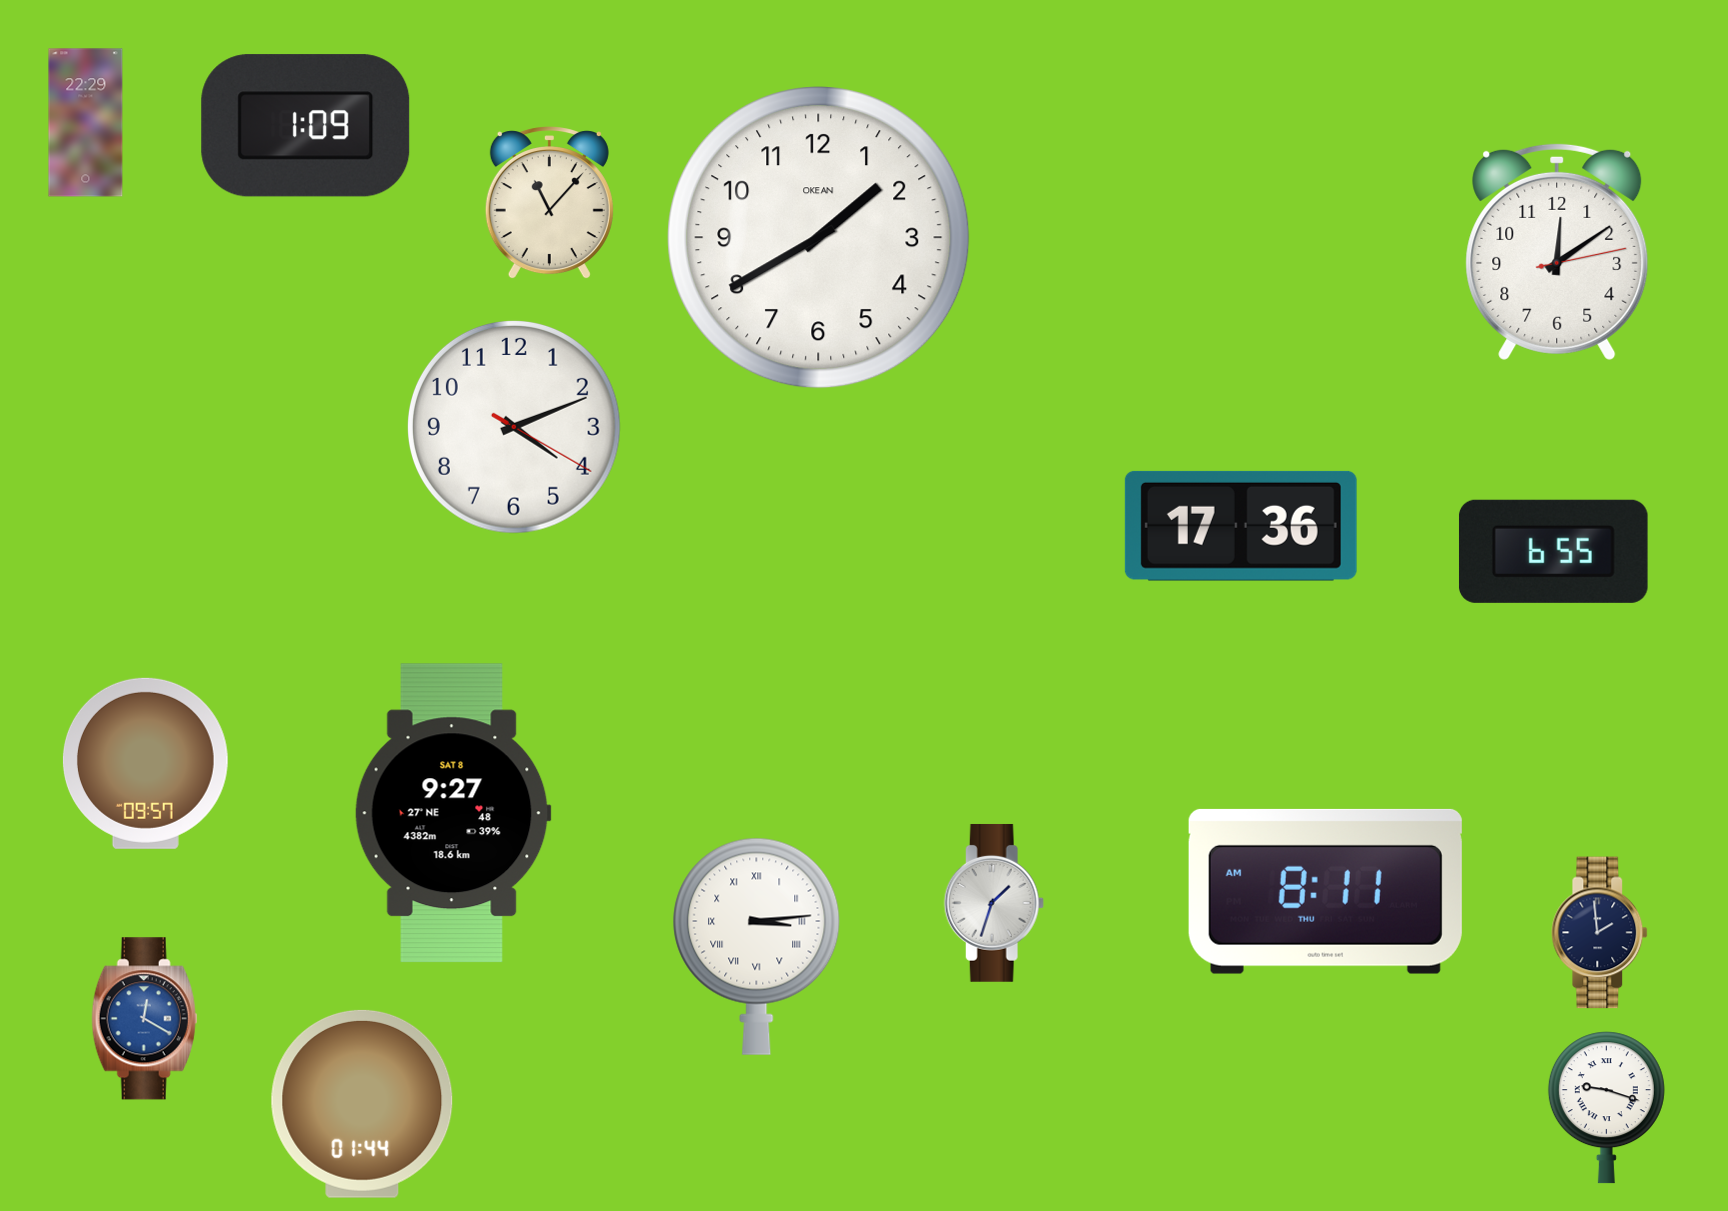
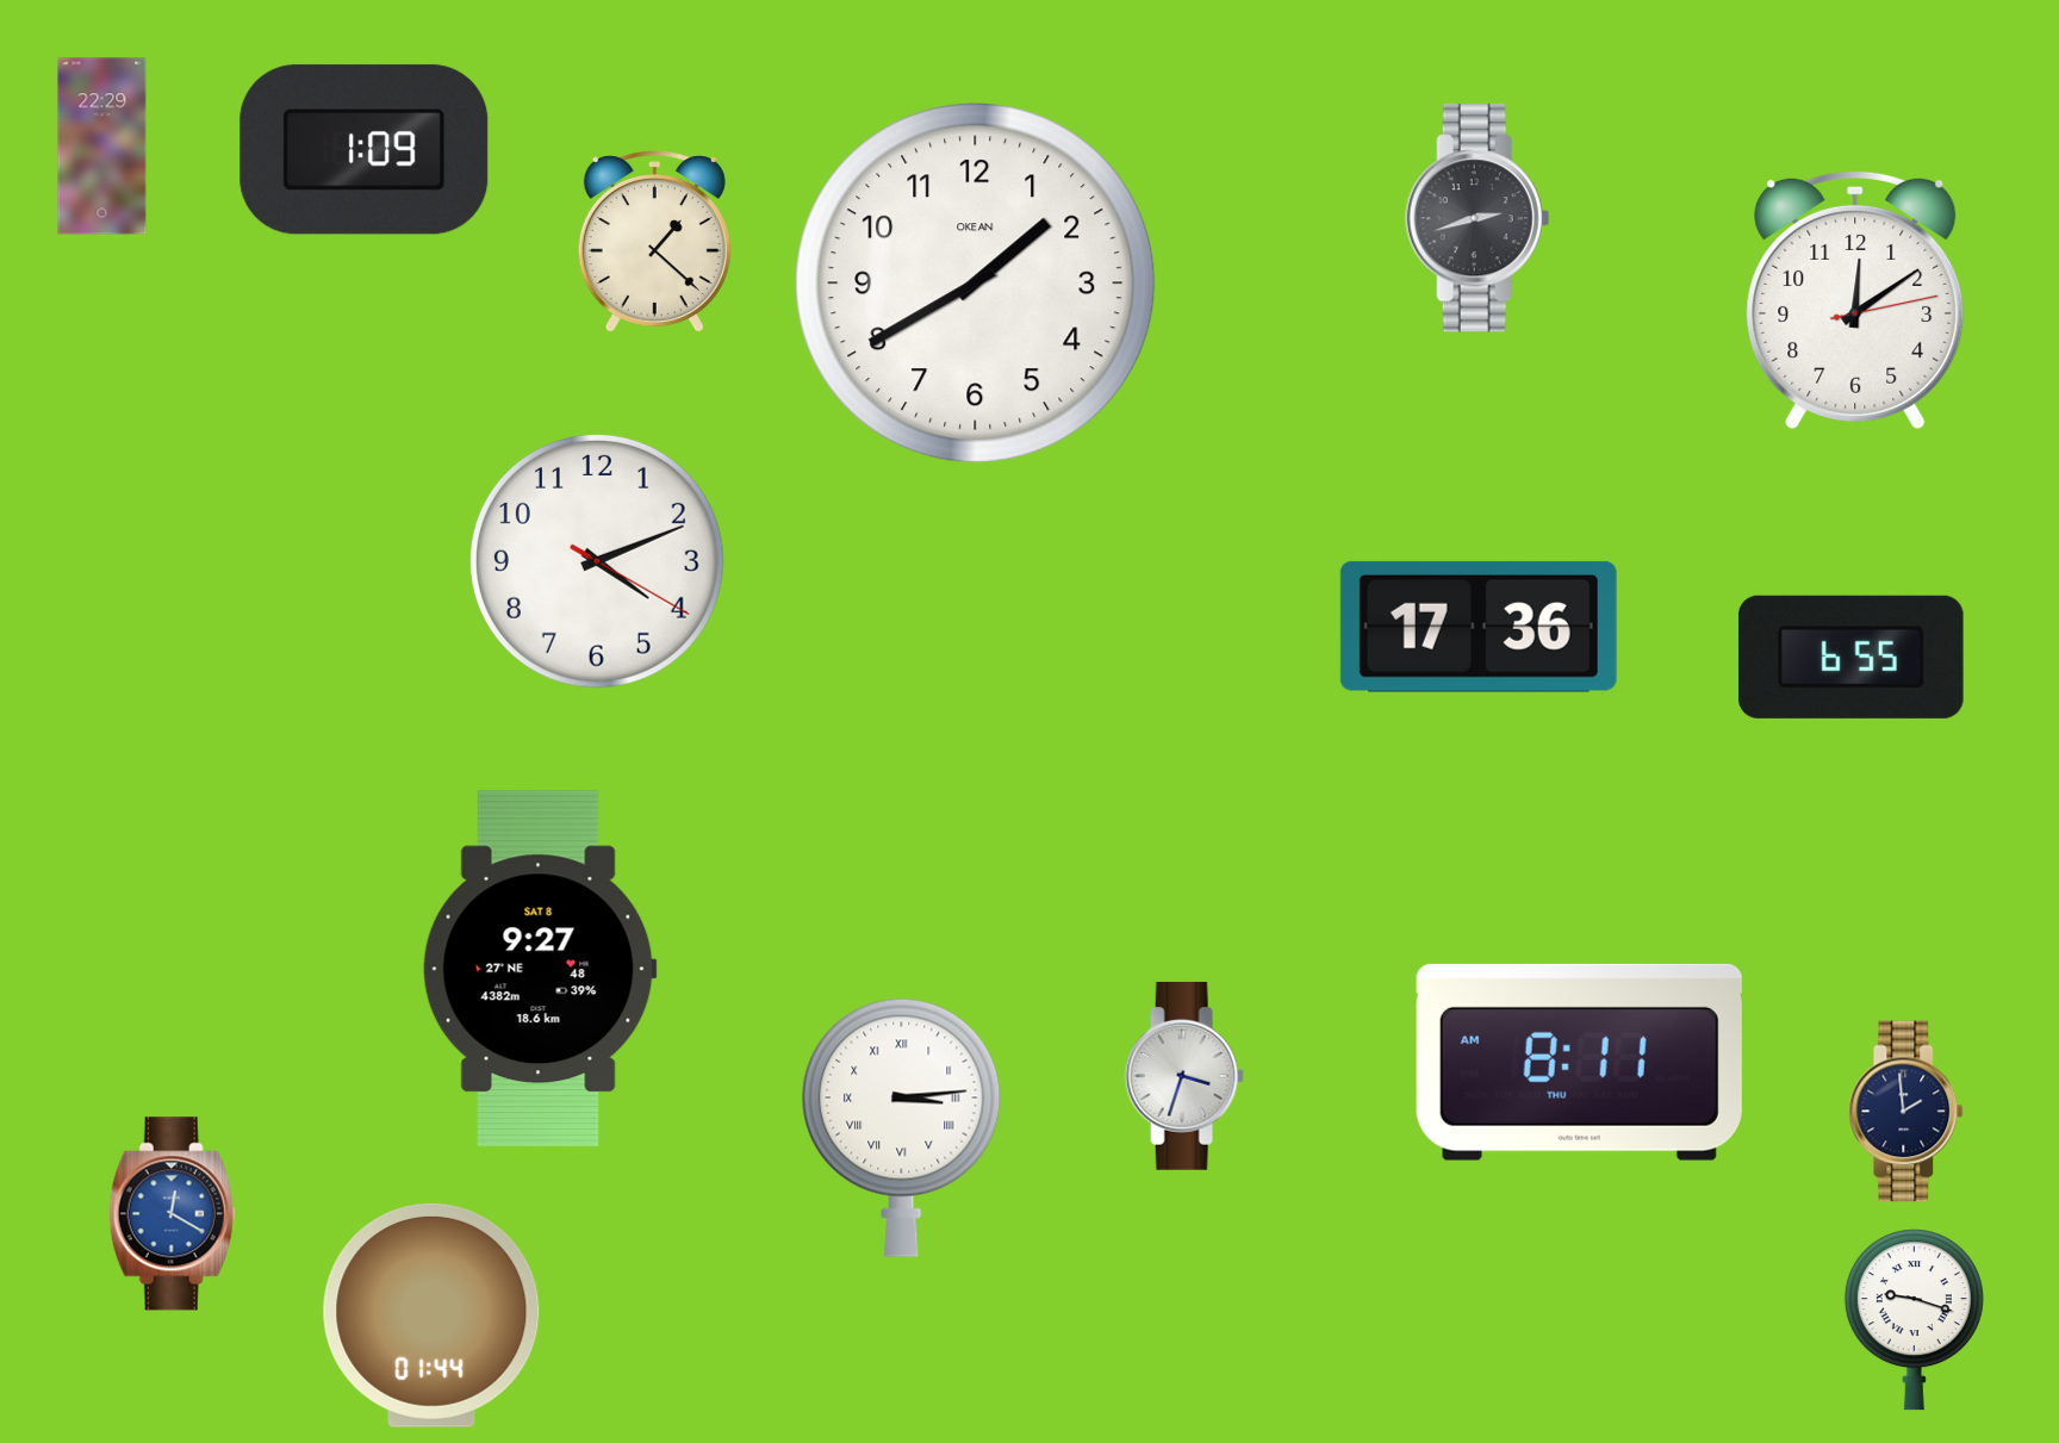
clock at (1478, 218): none -> 2:42
clock at (549, 203): 11:07 -> 1:22
clock at (514, 427) position: (514, 427) -> (597, 561)
clock at (145, 763): 09:57 -> none
clock at (994, 903): 1:33 -> 3:33
